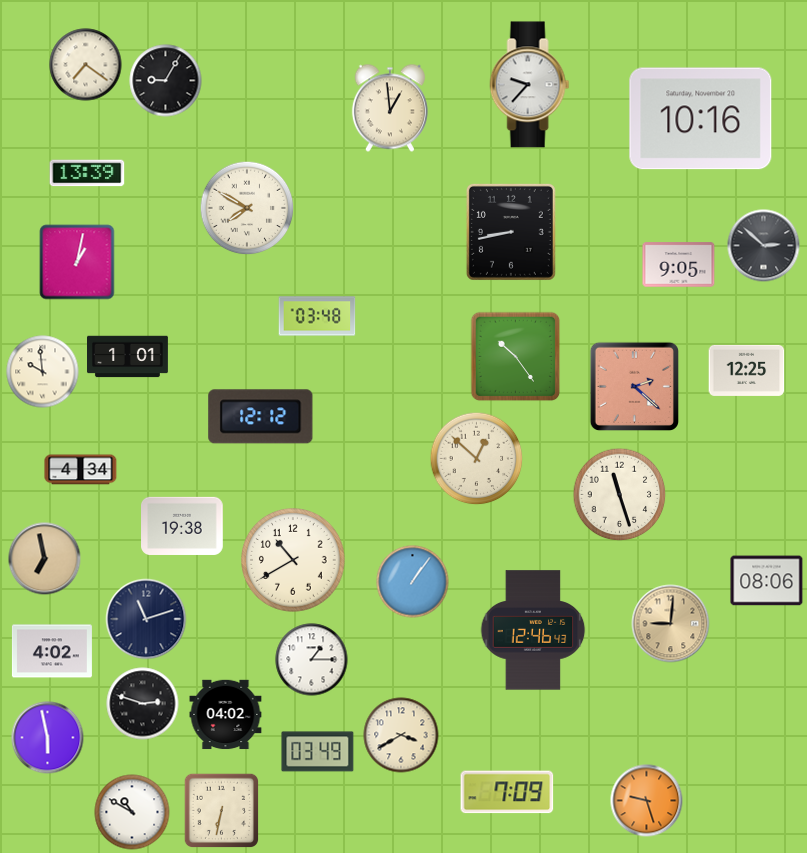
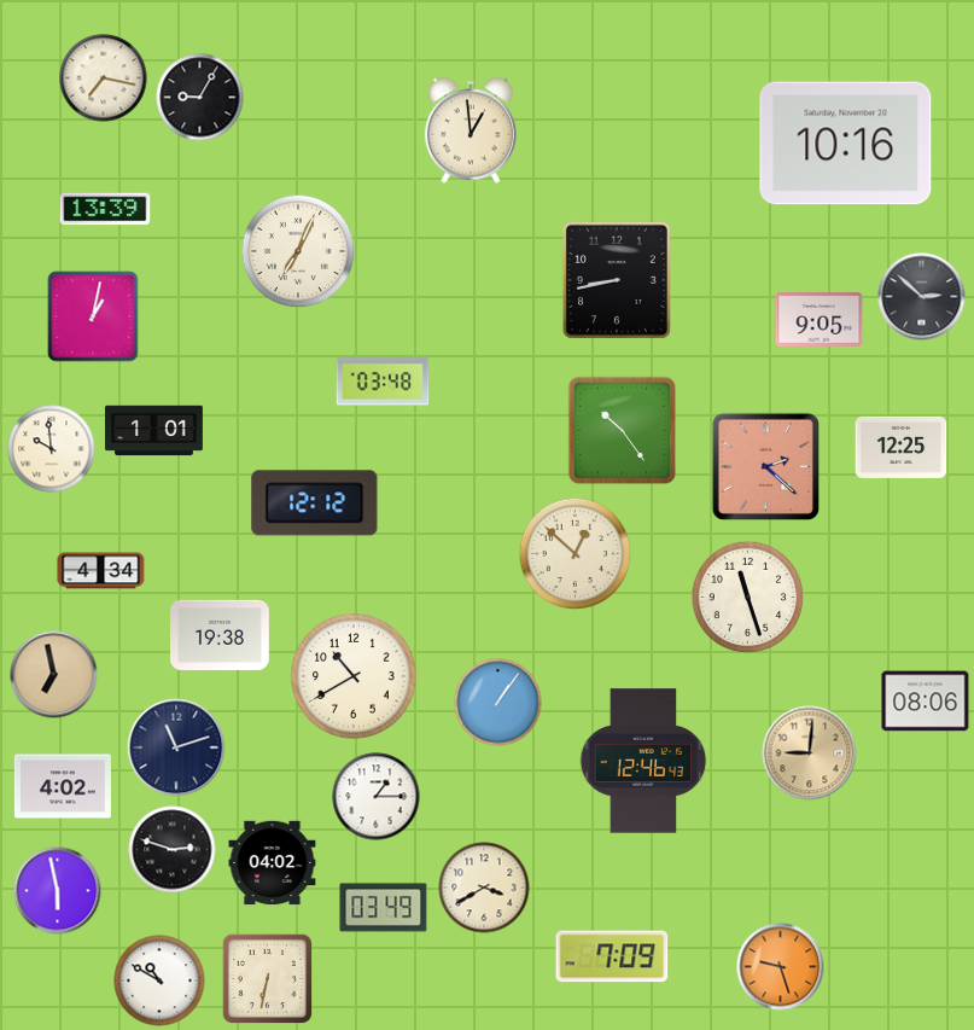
clock at (86, 65): 7:21 -> 7:17
clock at (530, 85): 9:37 -> none
clock at (247, 208): 7:50 -> 7:04
clock at (81, 470) position: (81, 470) -> (101, 571)
